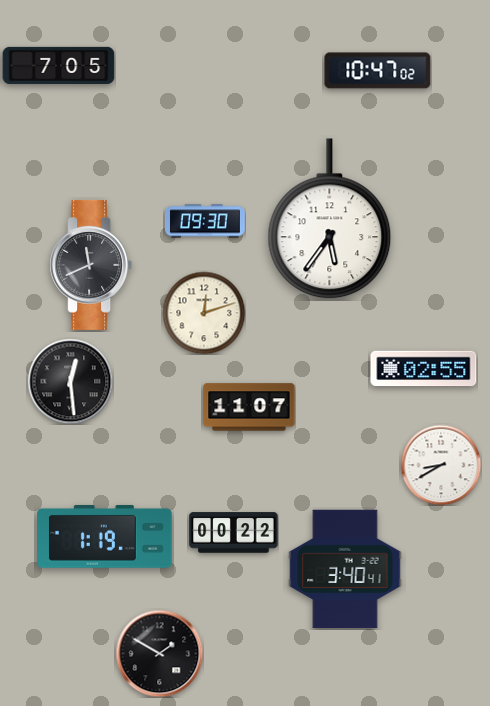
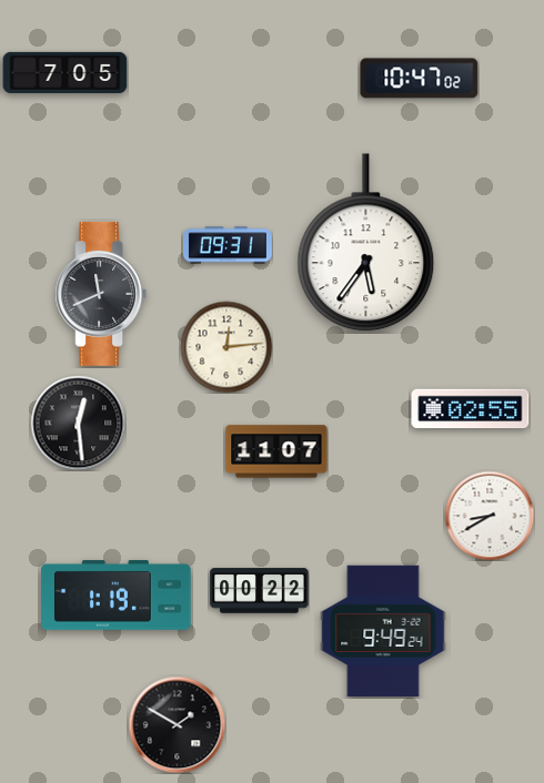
clock at (205, 221): 09:30 -> 09:31
clock at (204, 313): 12:12 -> 12:14
clock at (345, 569): 3:40 -> 9:49
